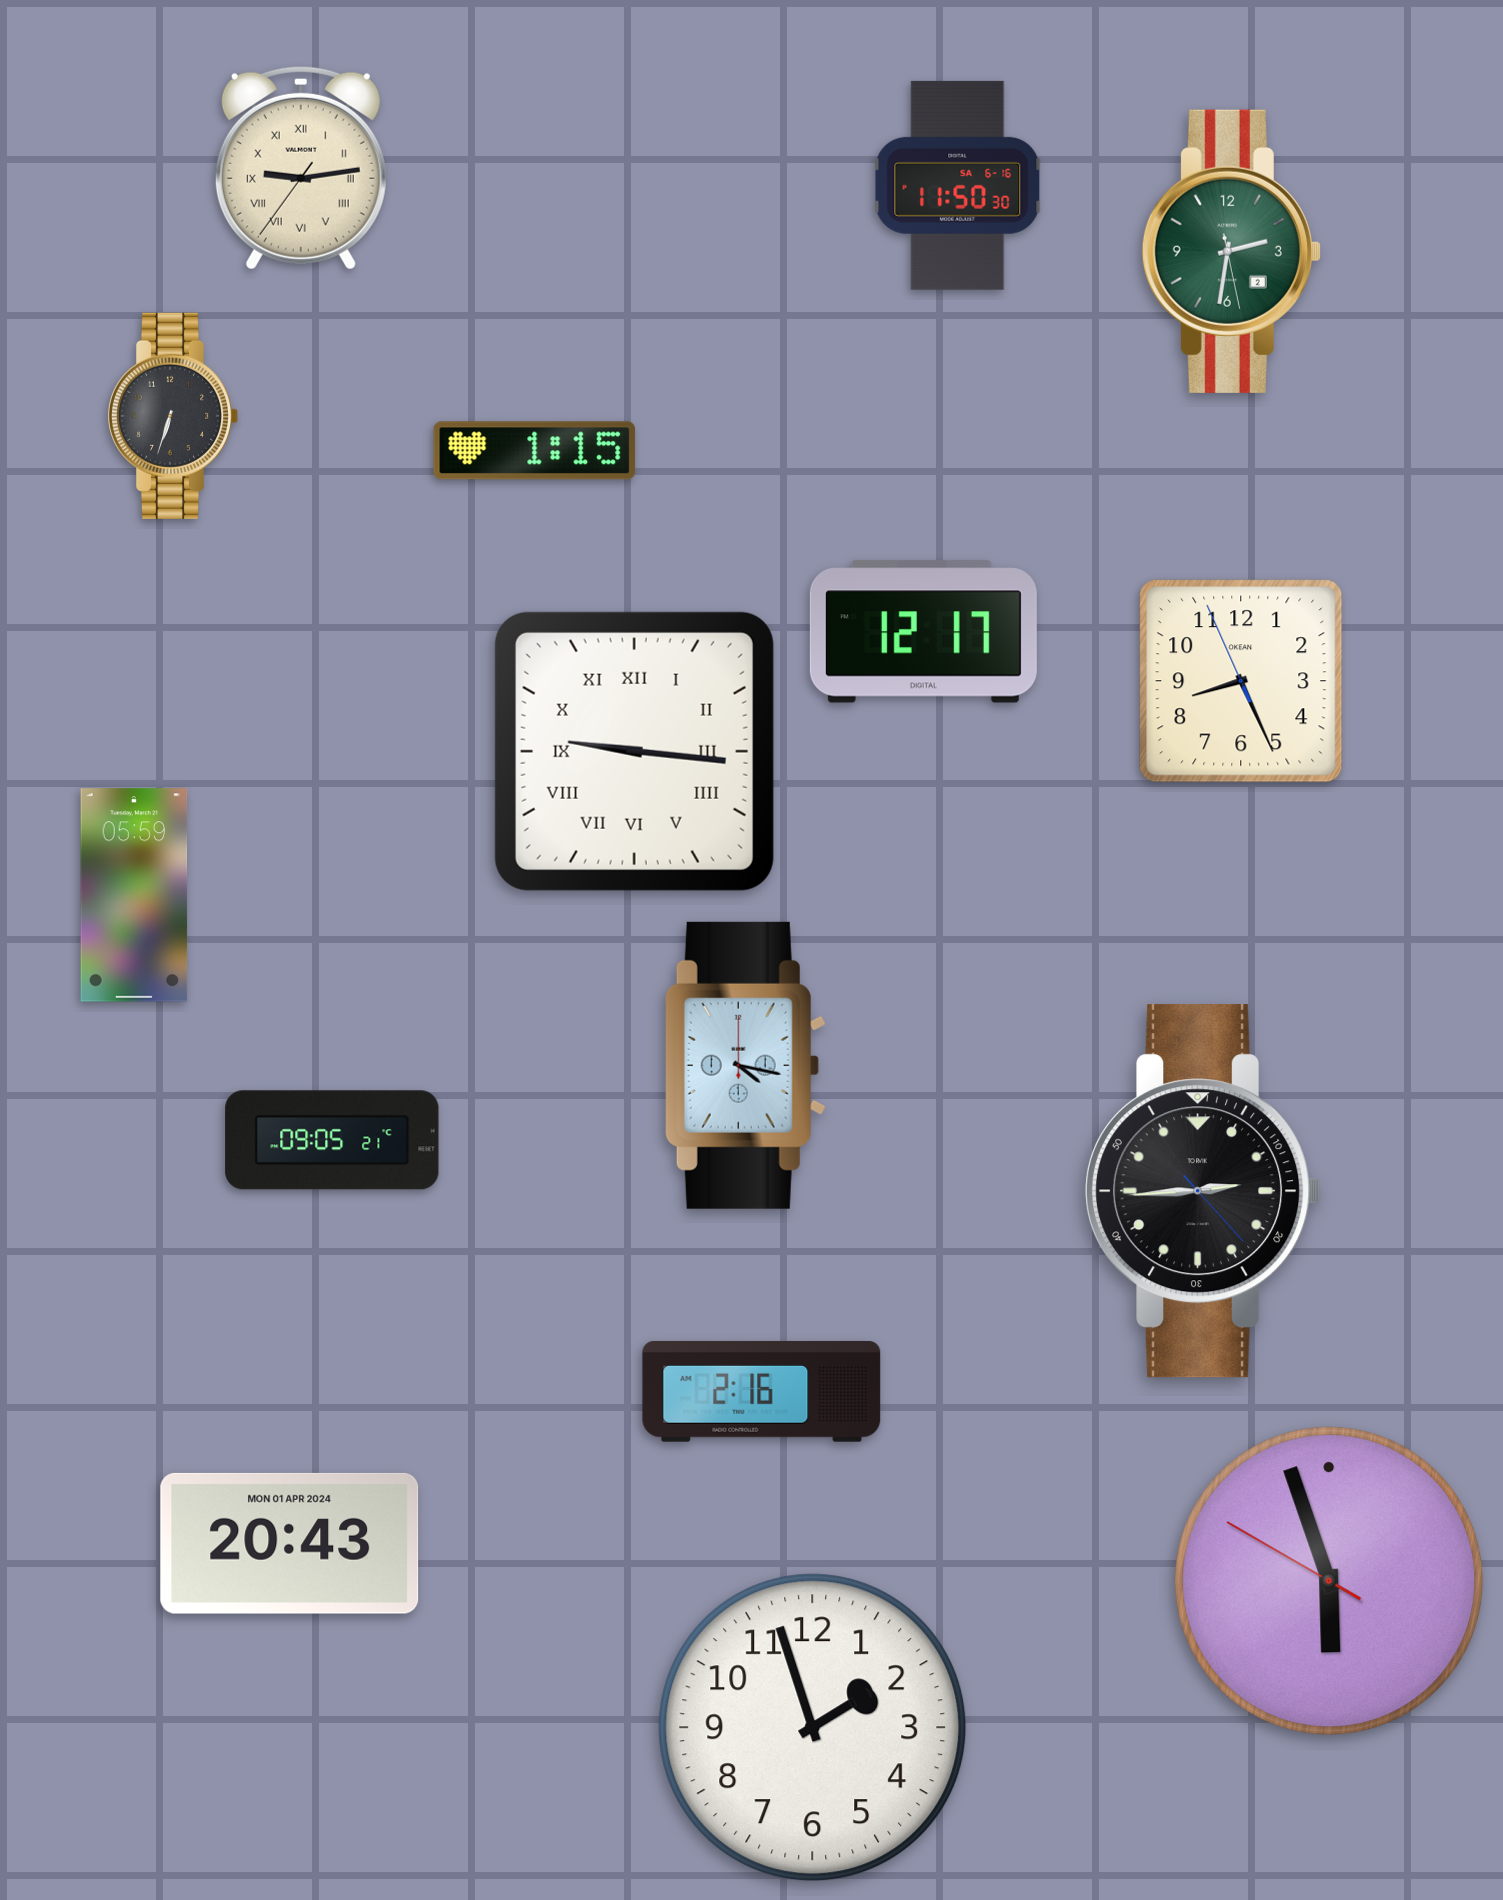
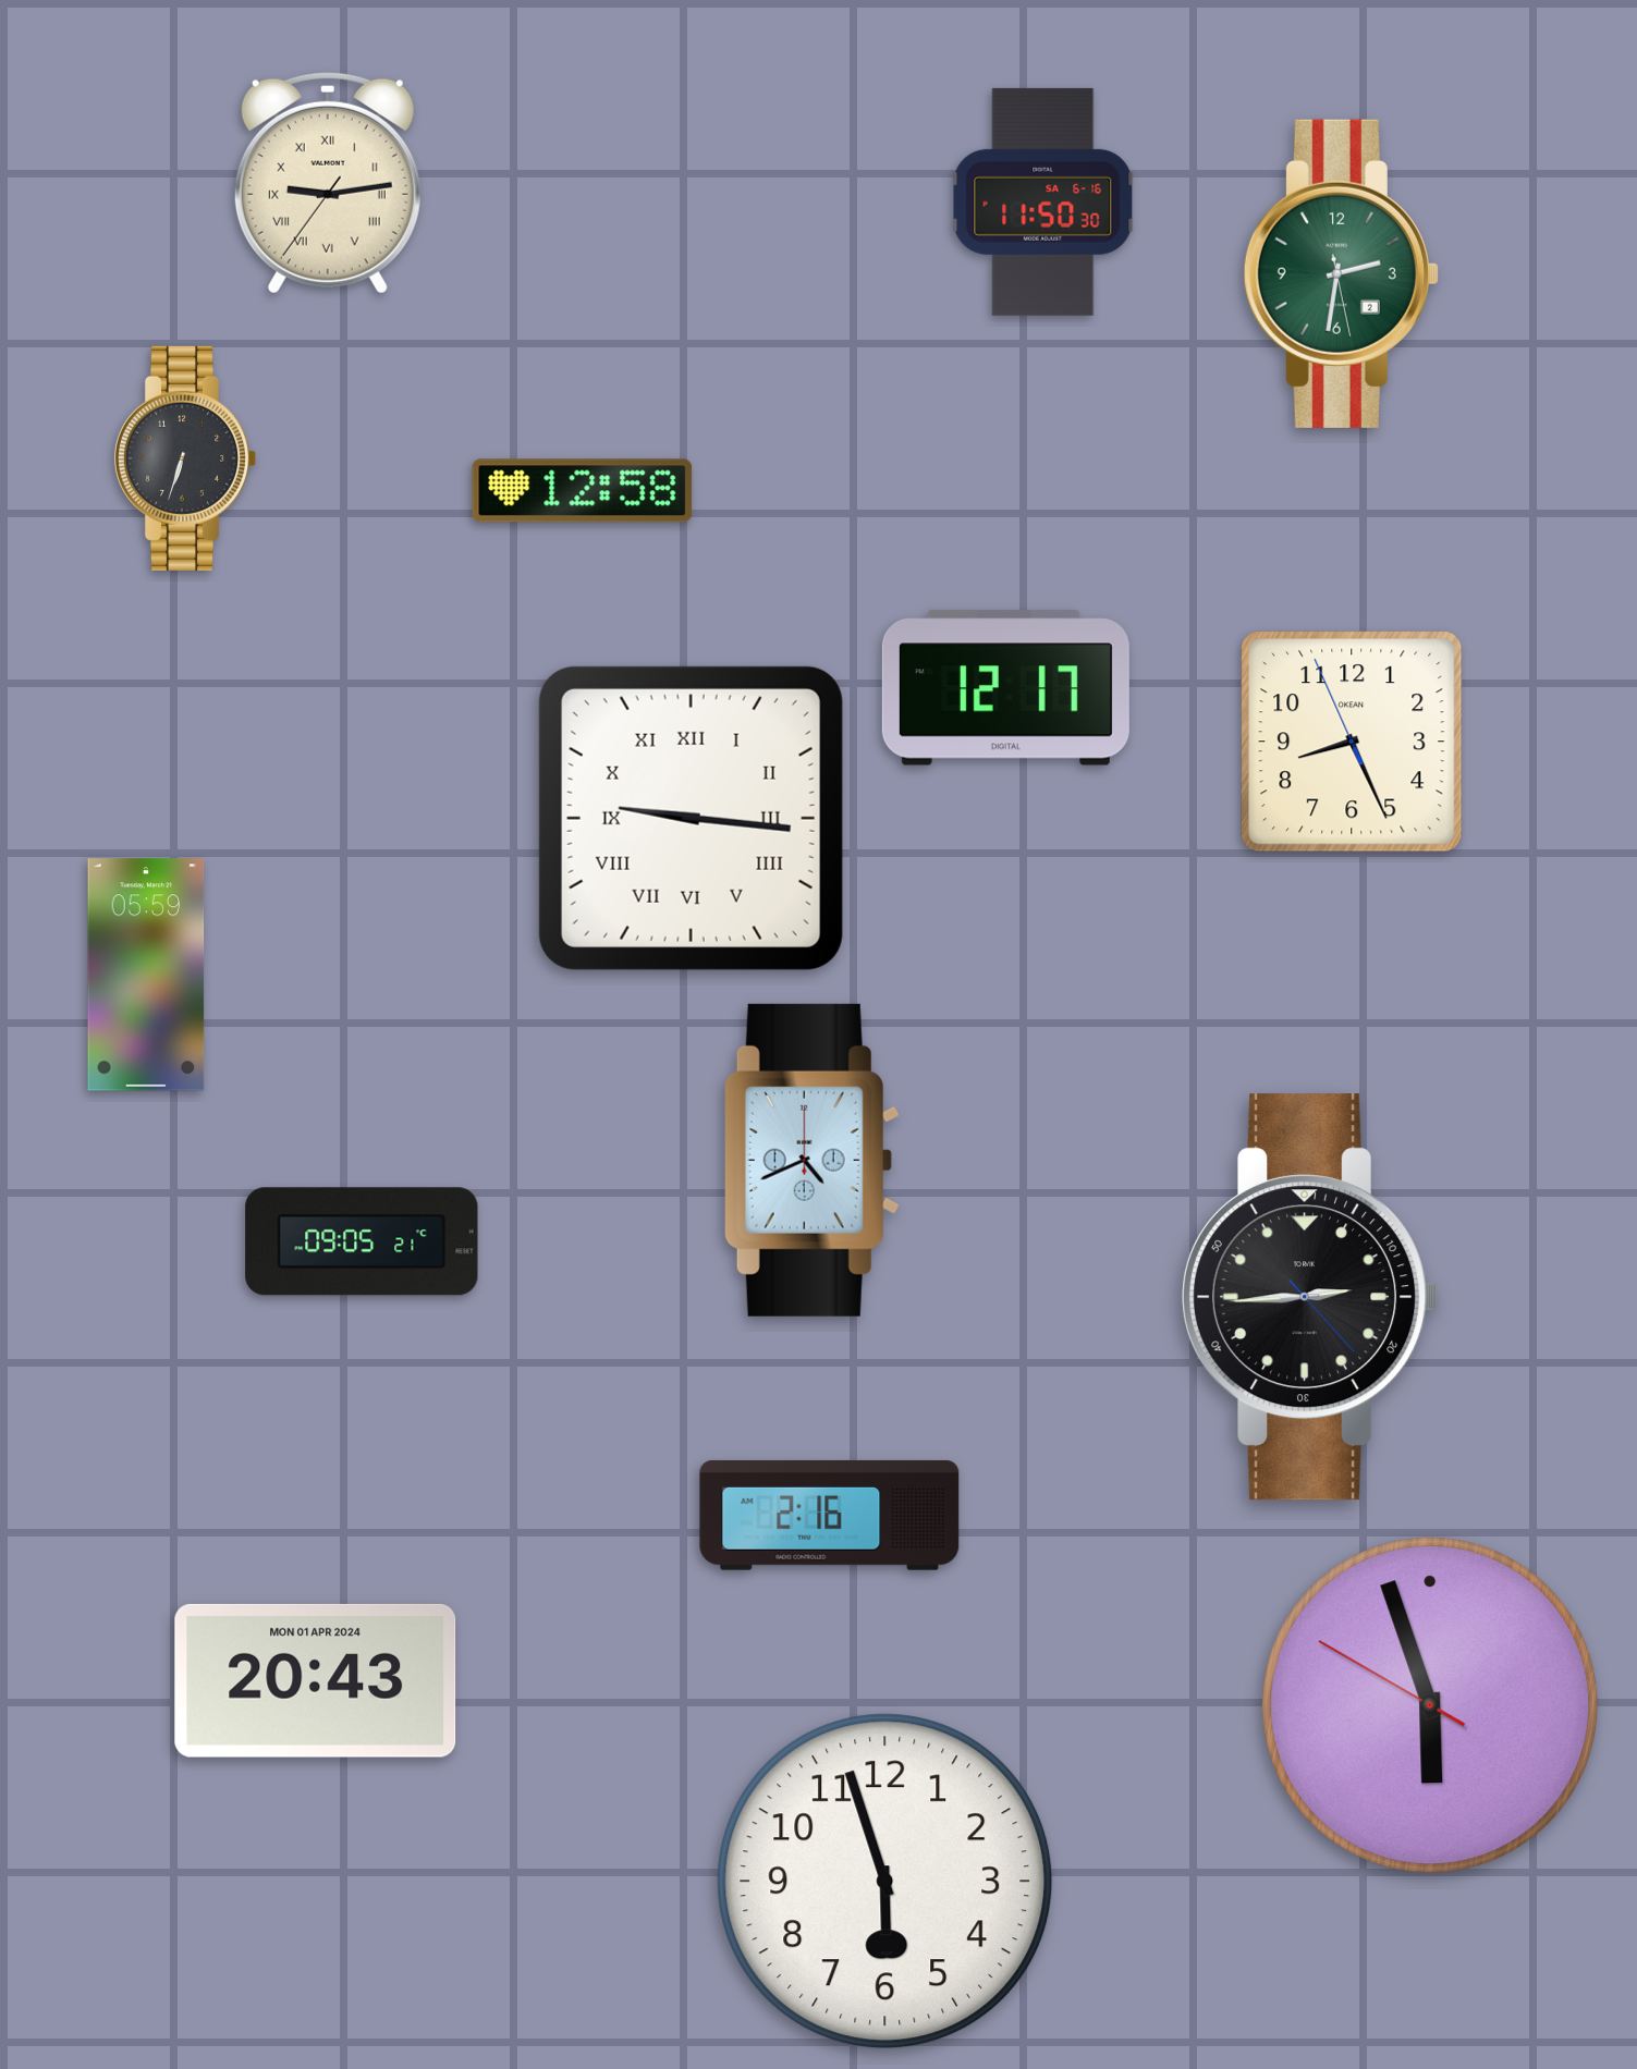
clock at (172, 416) position: (172, 416) -> (184, 458)
clock at (535, 451): 1:15 -> 12:58
clock at (745, 1065): 4:17 -> 4:41
clock at (1329, 1581) position: (1329, 1581) -> (1430, 1705)
clock at (813, 1728): 1:57 -> 5:57
